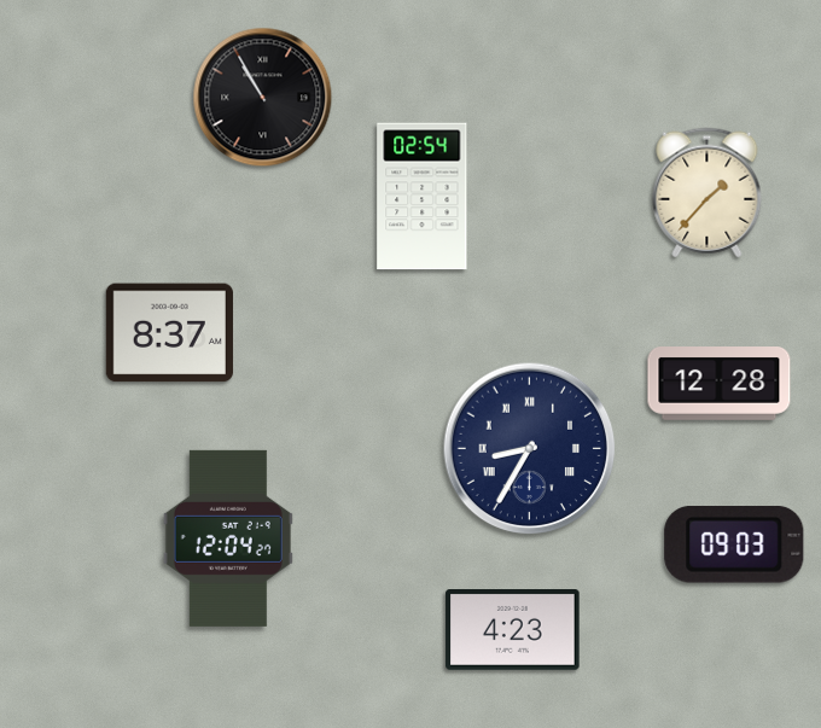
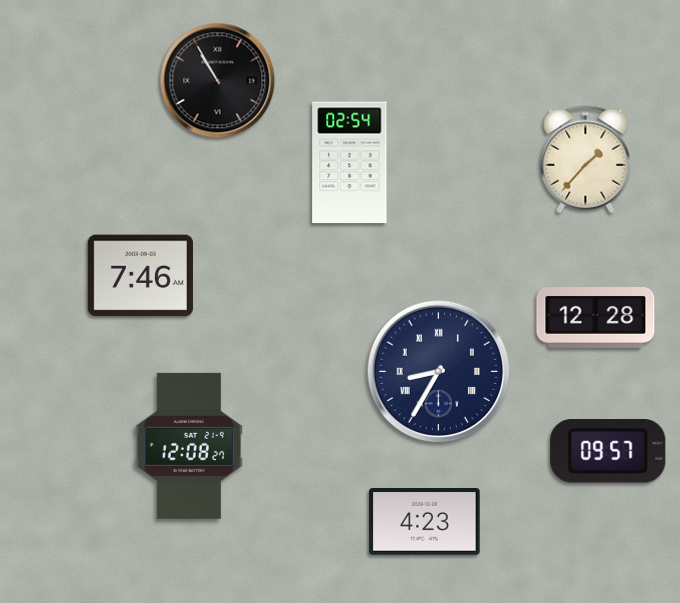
clock at (169, 333): 8:37 -> 7:46
clock at (228, 538): 12:04 -> 12:08
clock at (734, 546): 09:03 -> 09:57
